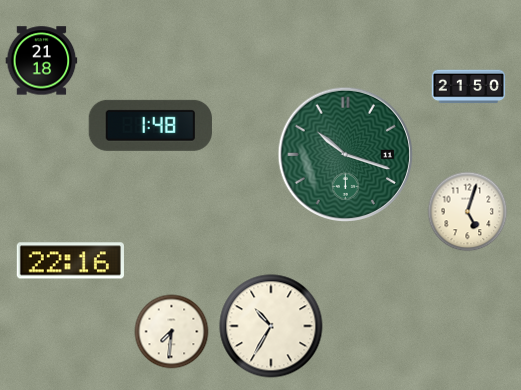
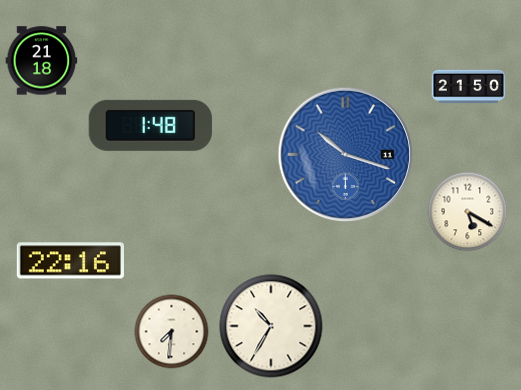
clock at (346, 155) dial: green -> blue
clock at (468, 212): 5:03 -> 5:20
